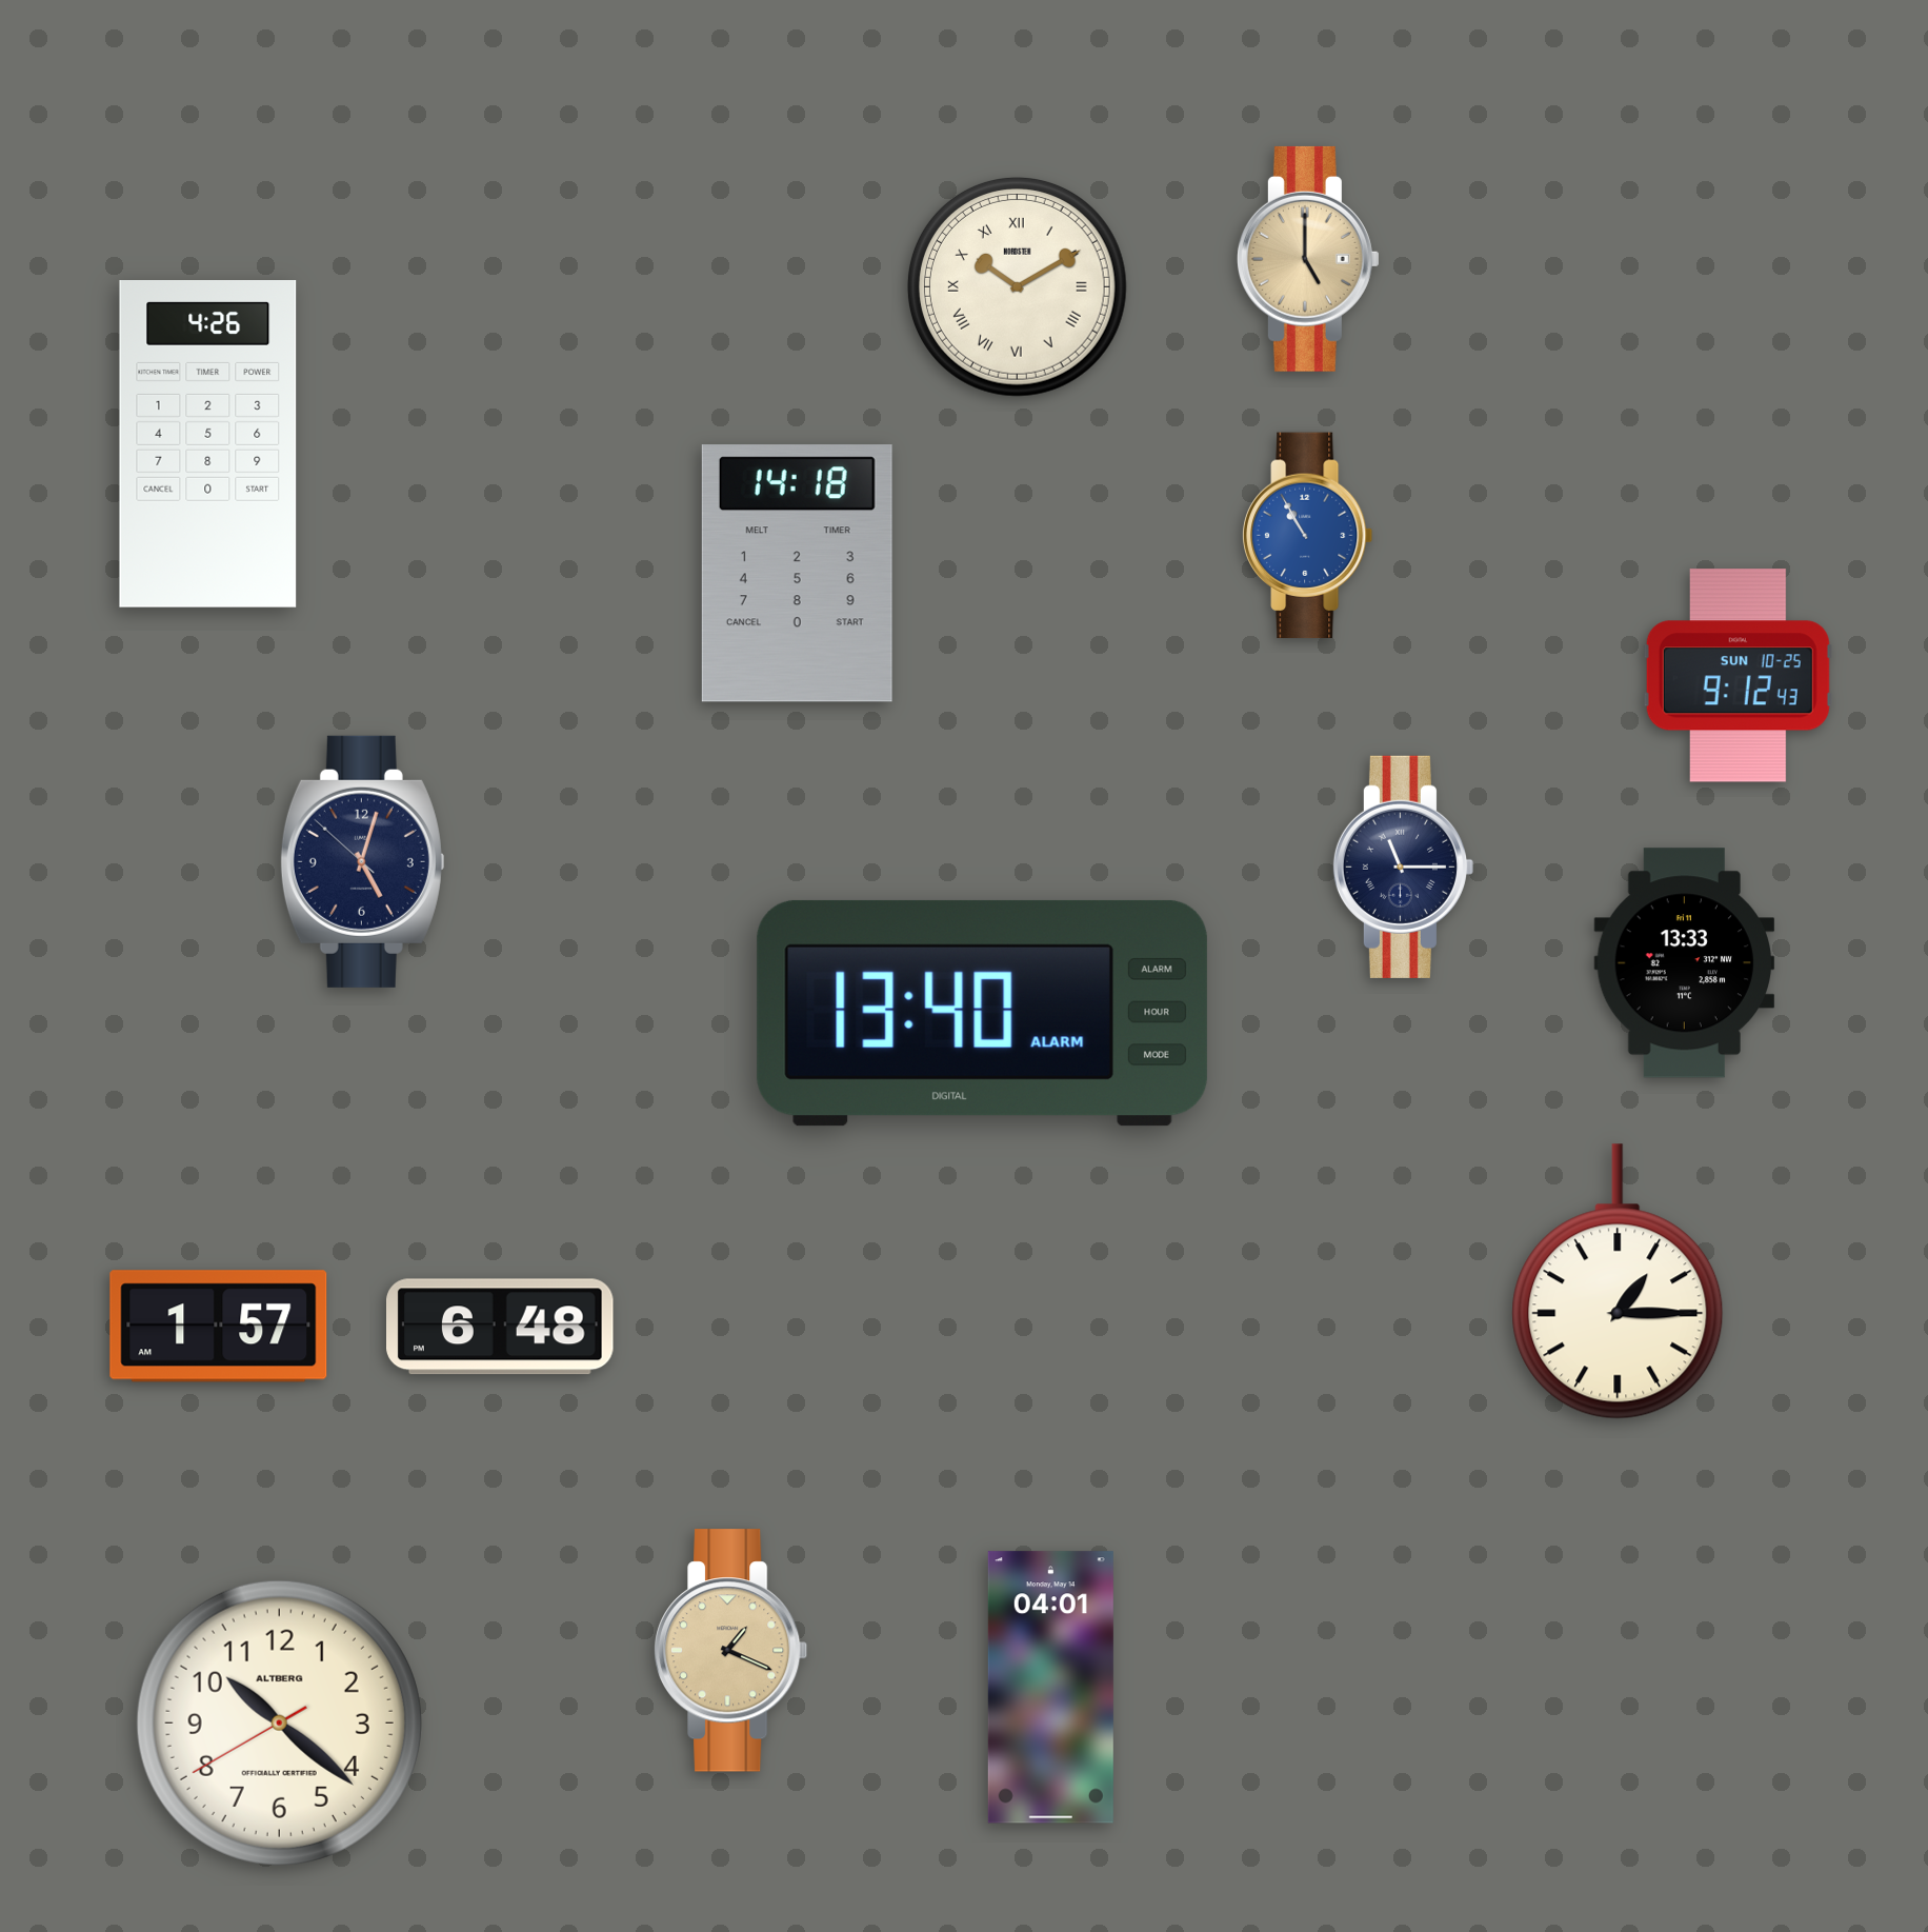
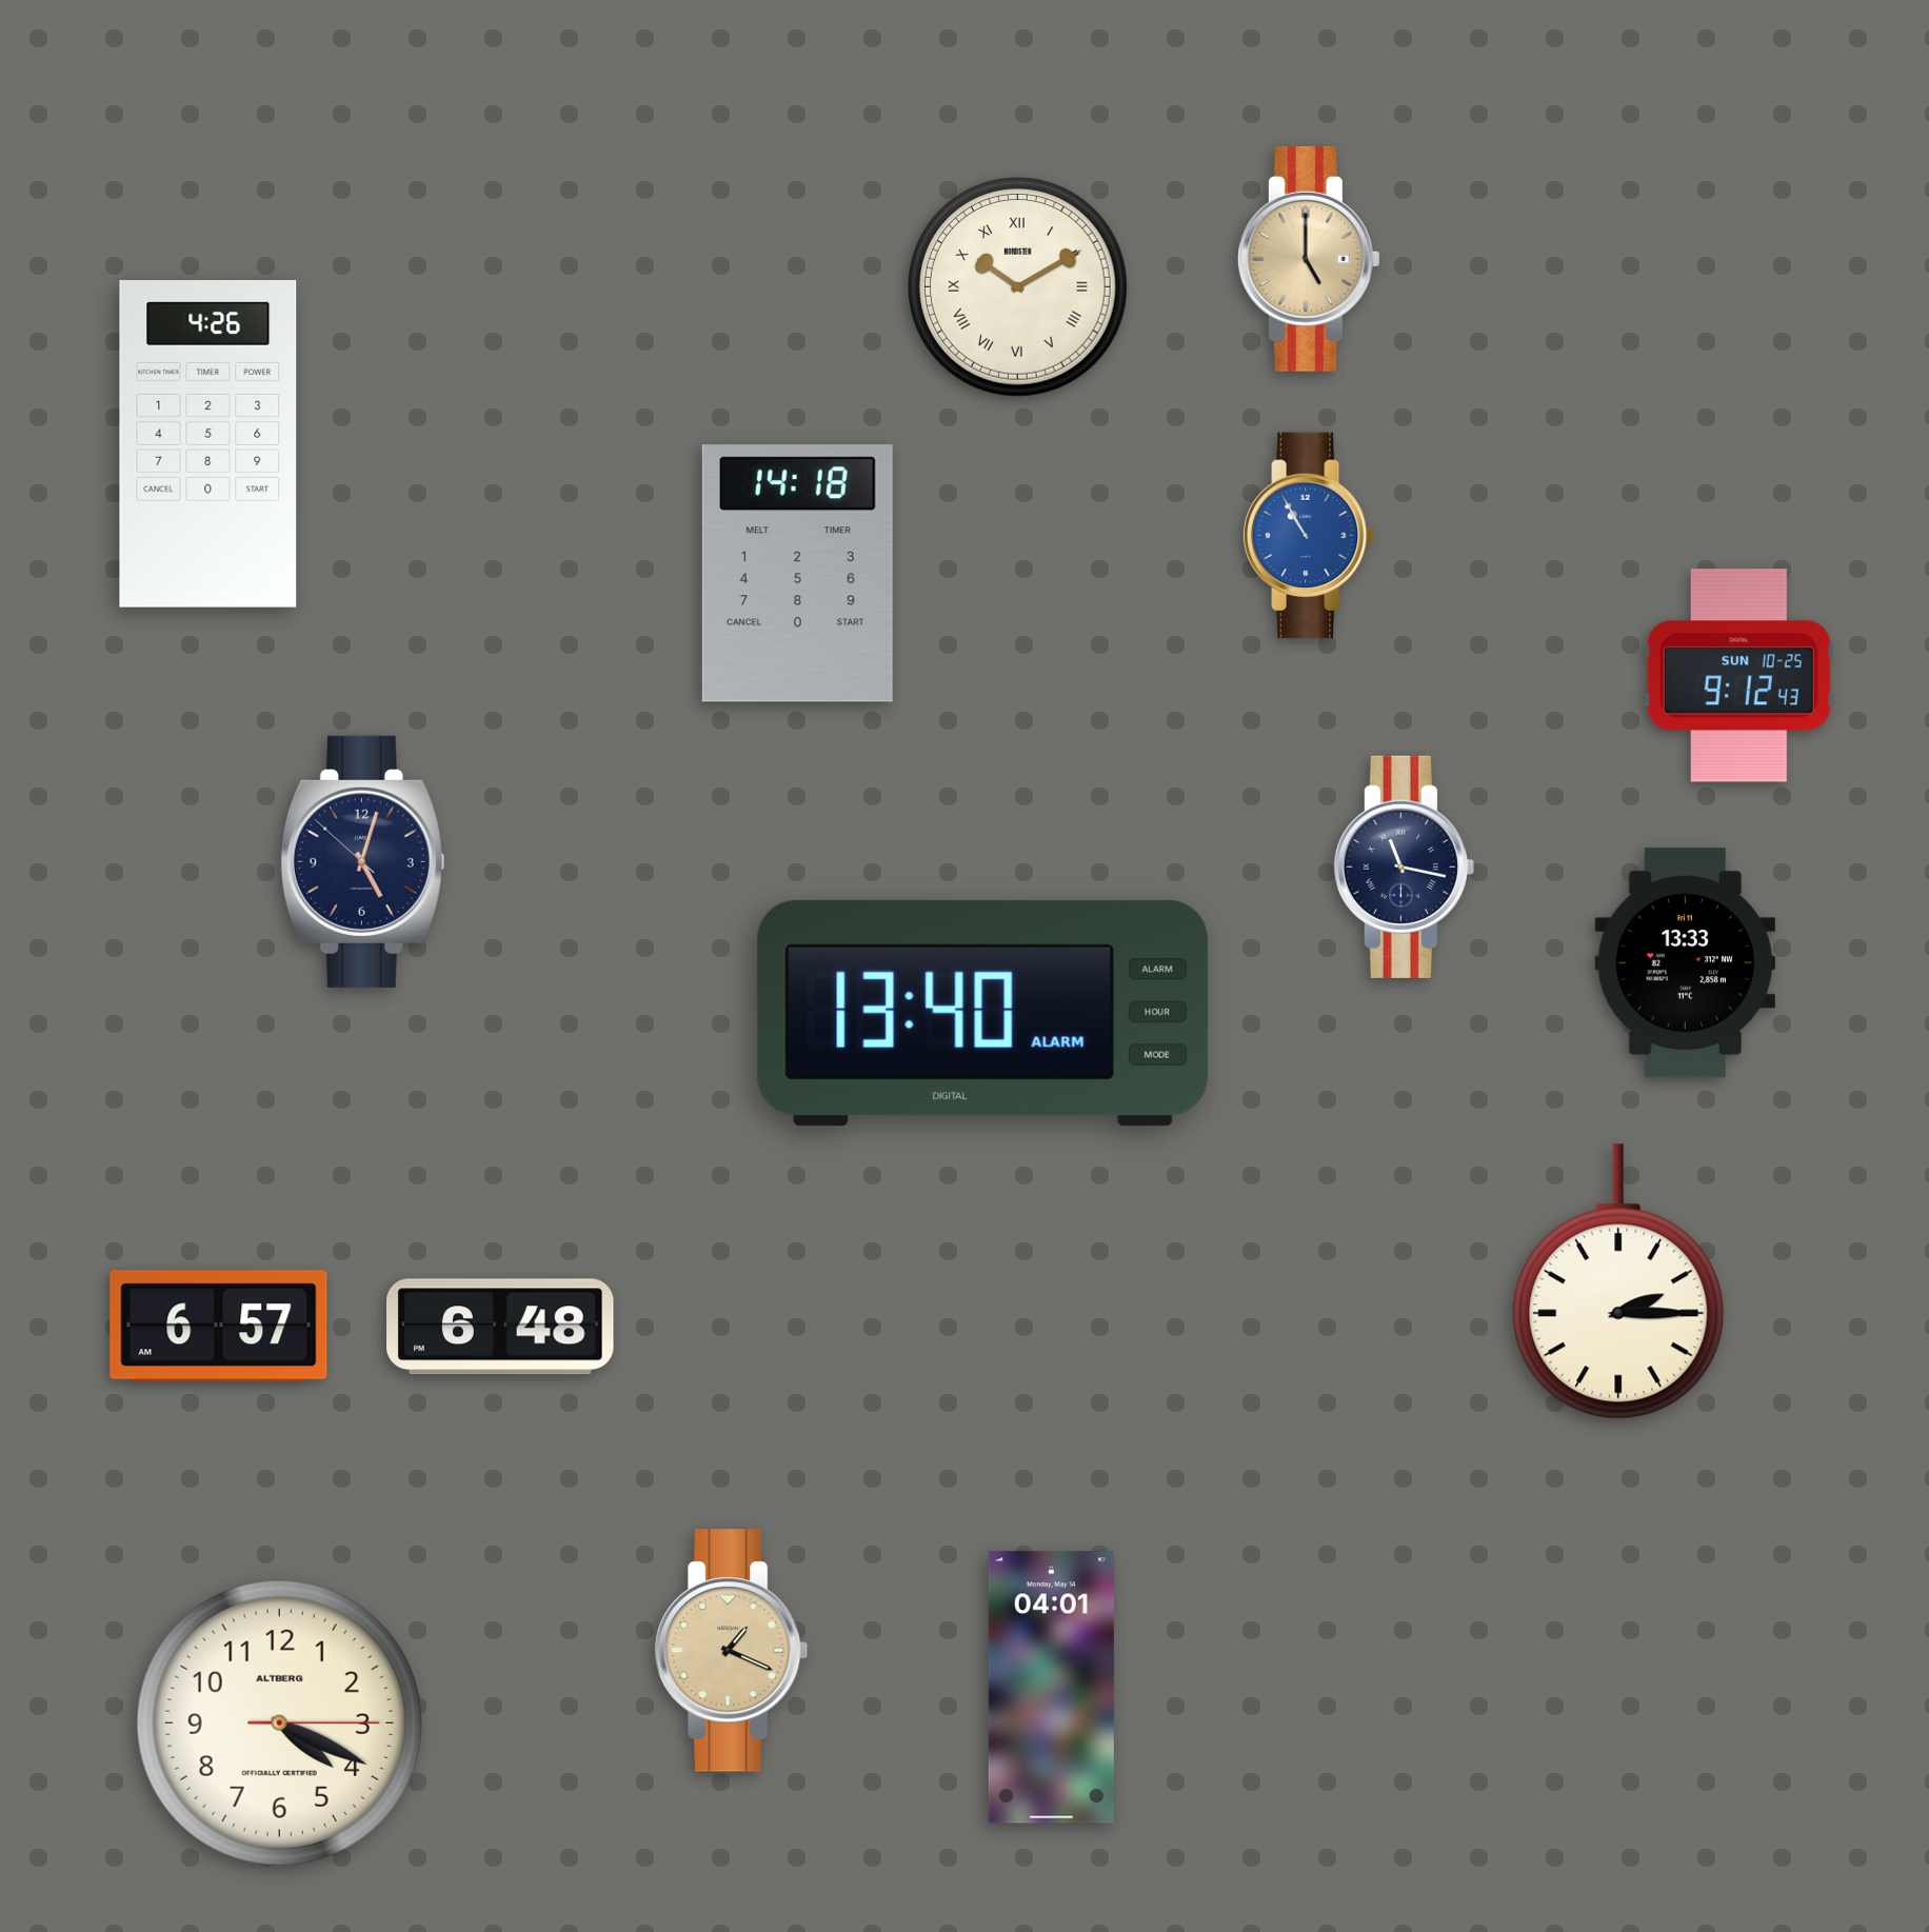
clock at (1403, 867): 11:15 -> 11:17
clock at (1618, 1281): 1:15 -> 2:15
clock at (219, 1327): 1:57 -> 6:57
clock at (279, 1722): 10:21 -> 4:19
